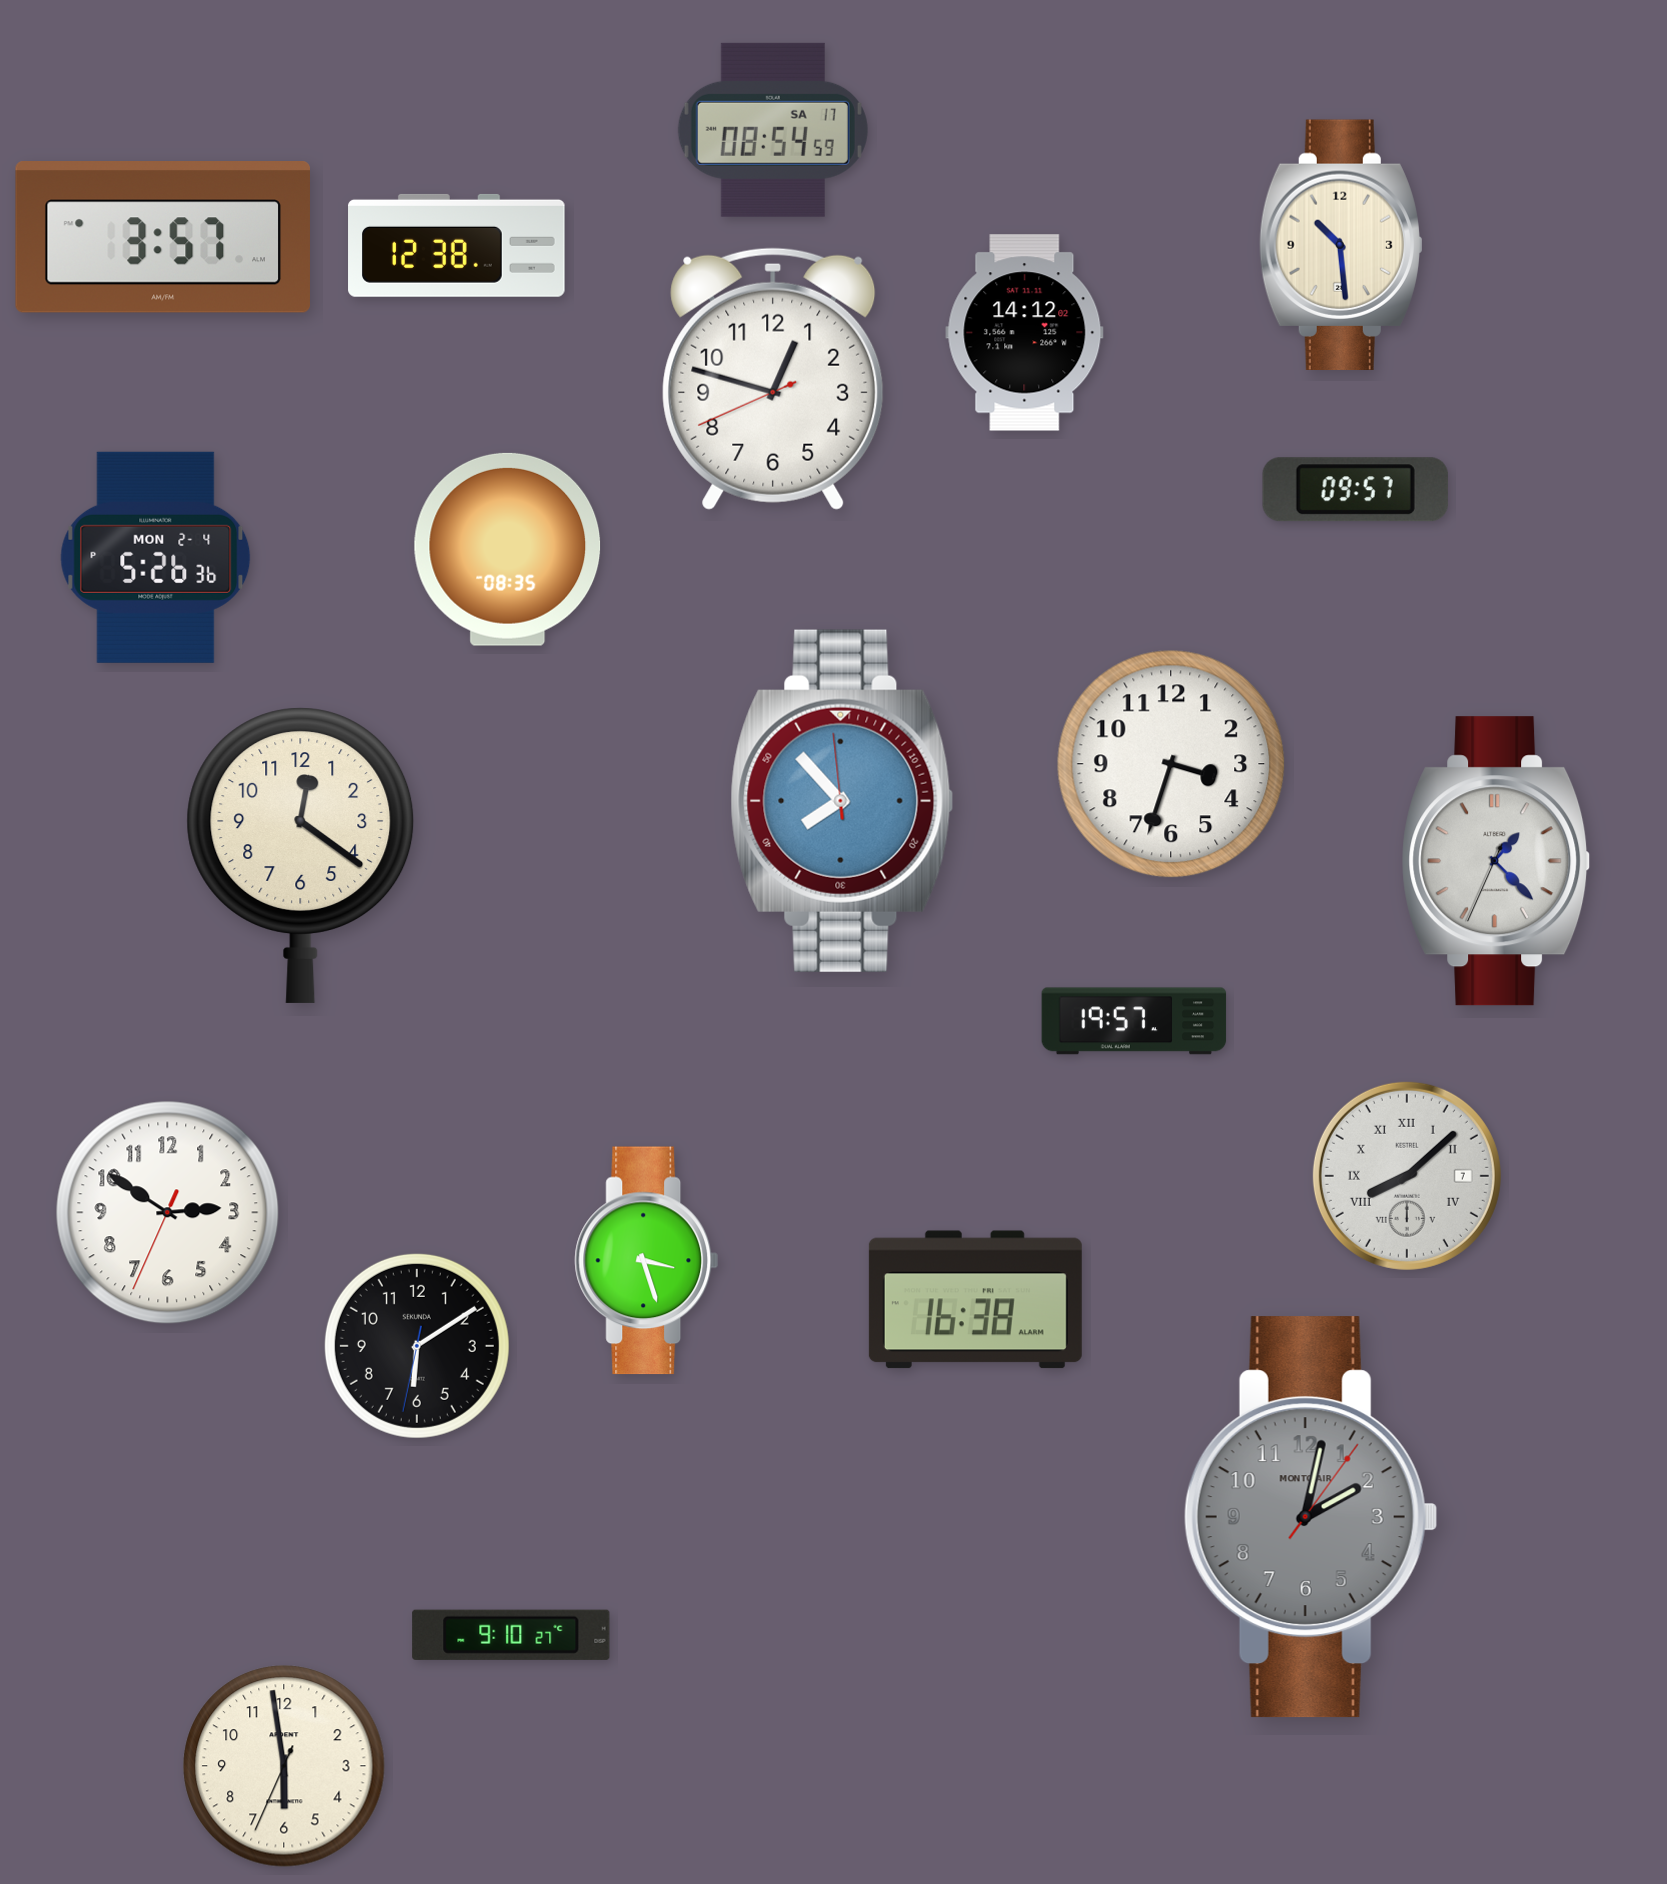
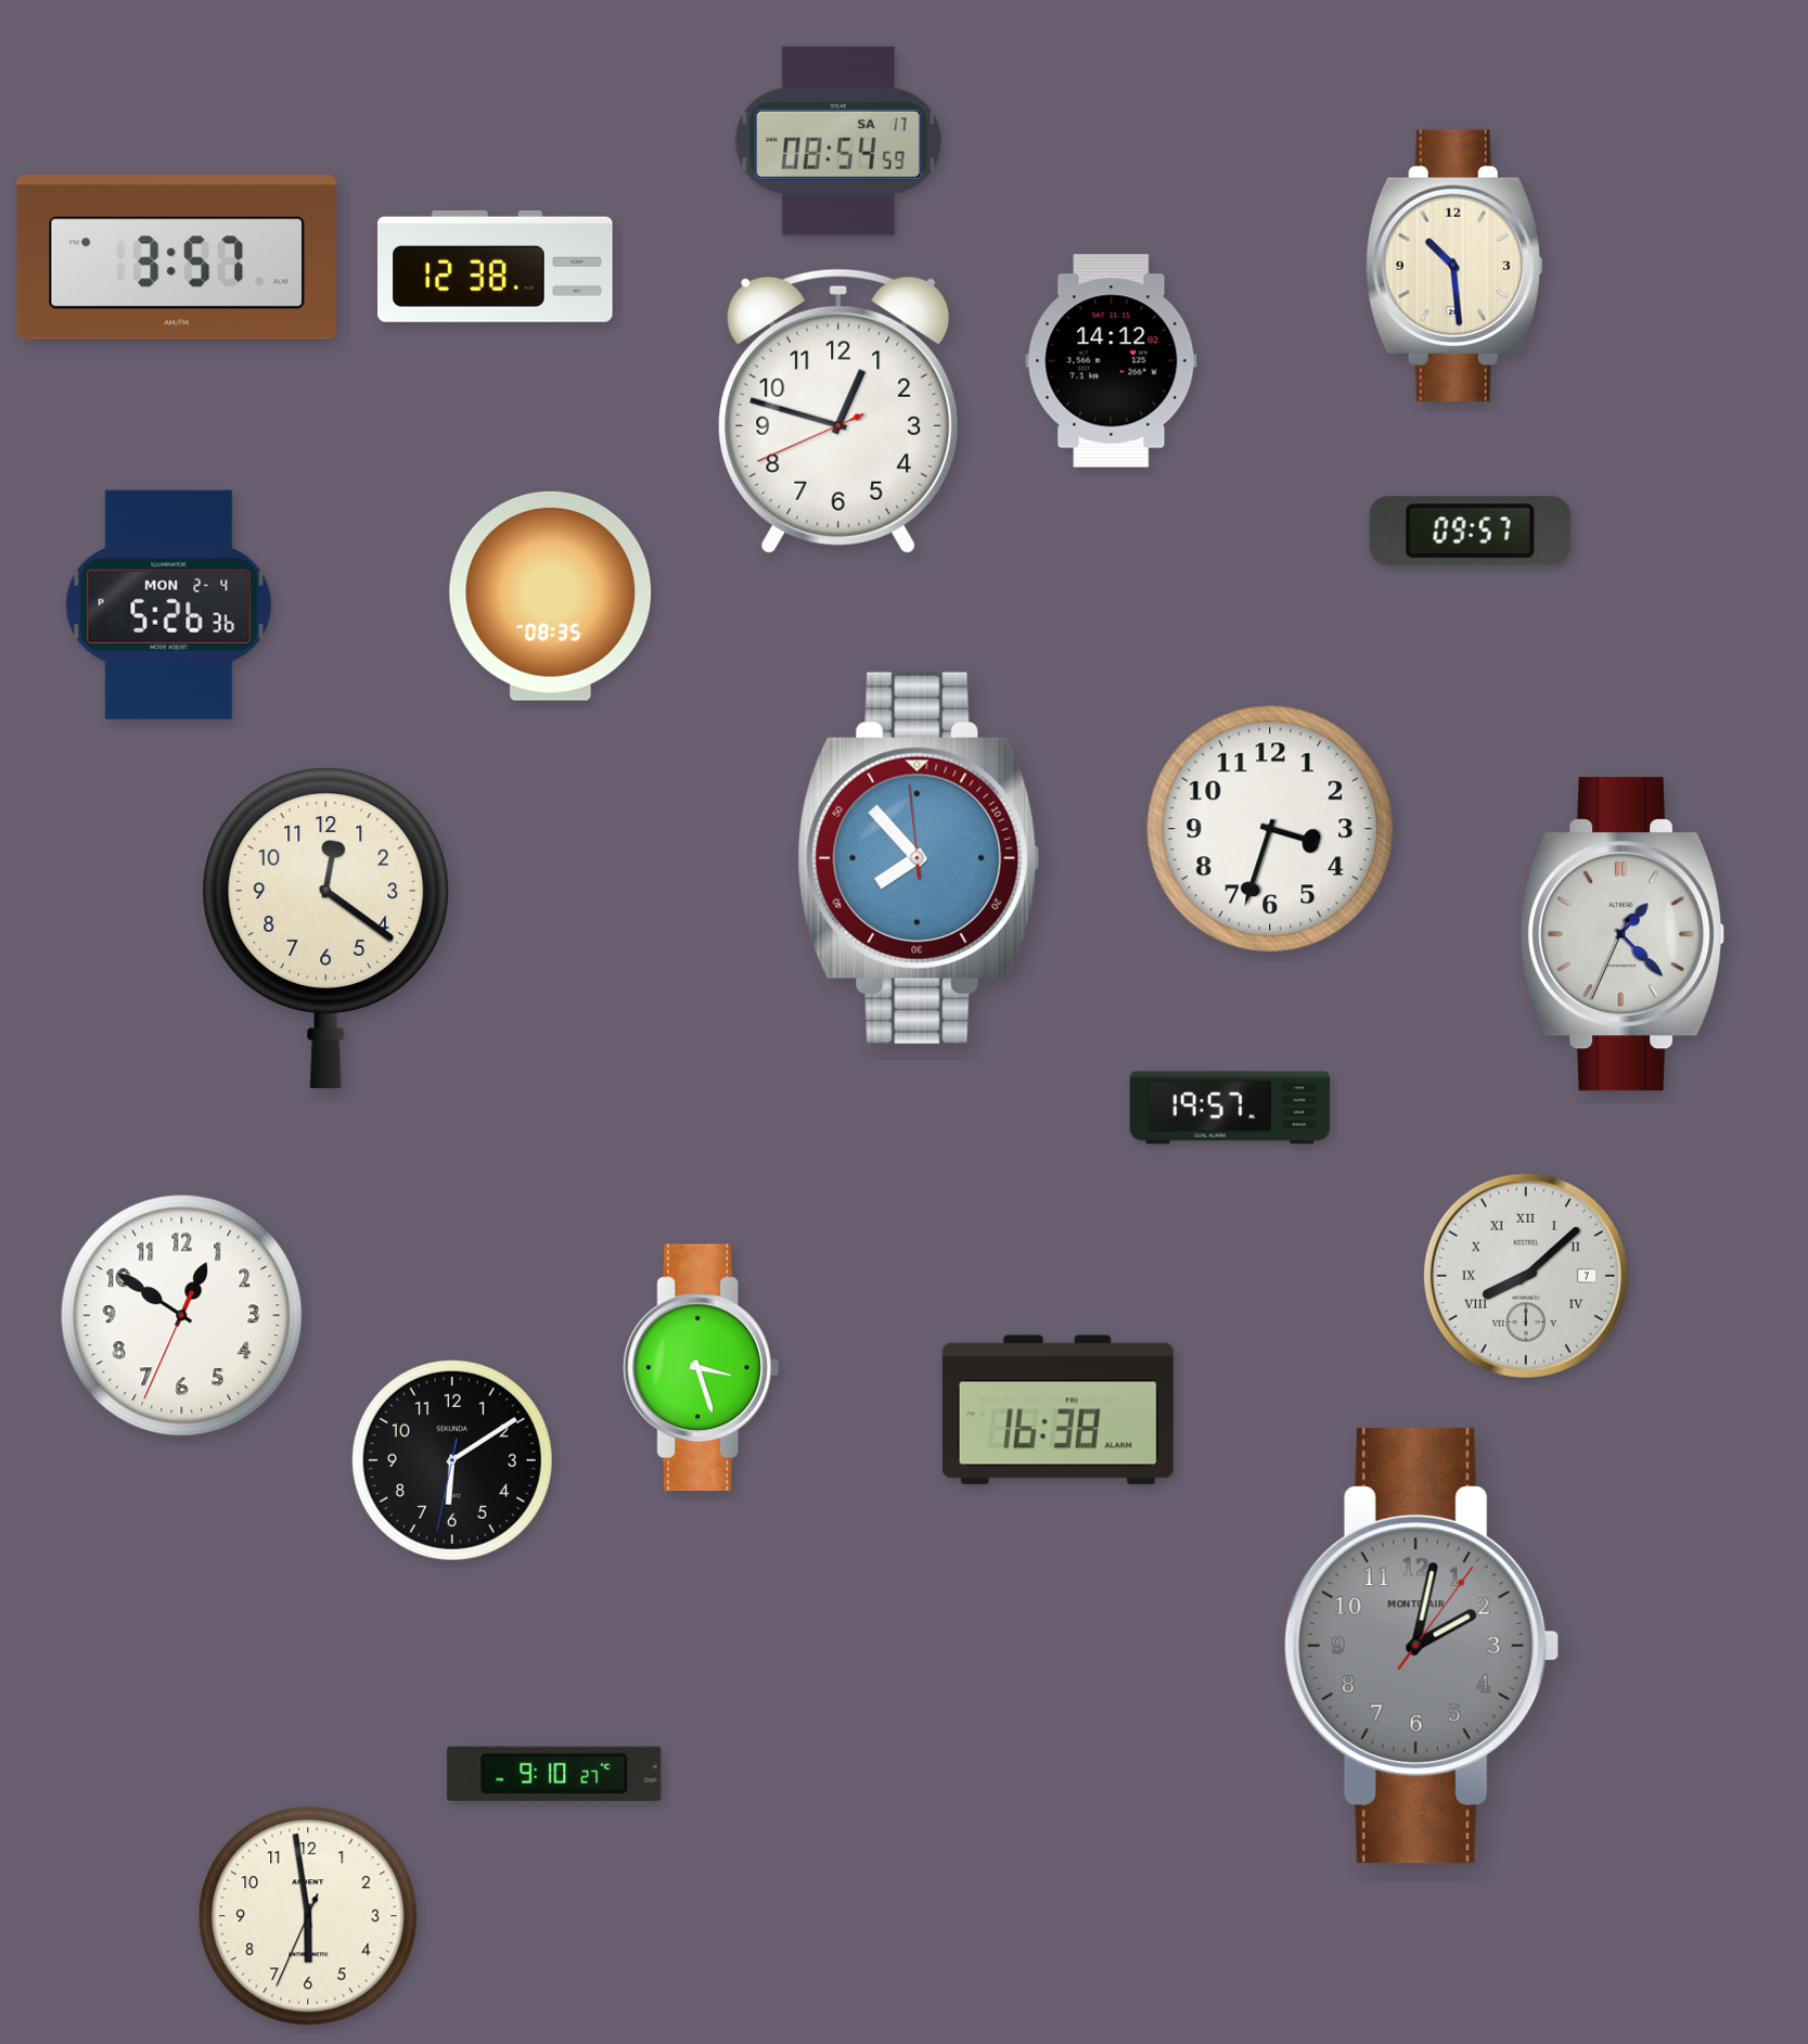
clock at (842, 801) position: (842, 801) -> (919, 858)
clock at (168, 1213): 2:50 -> 12:50
